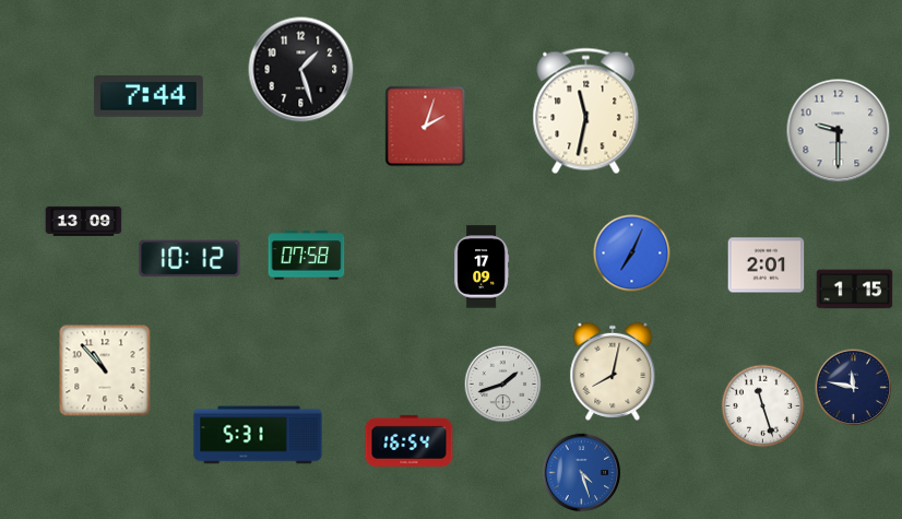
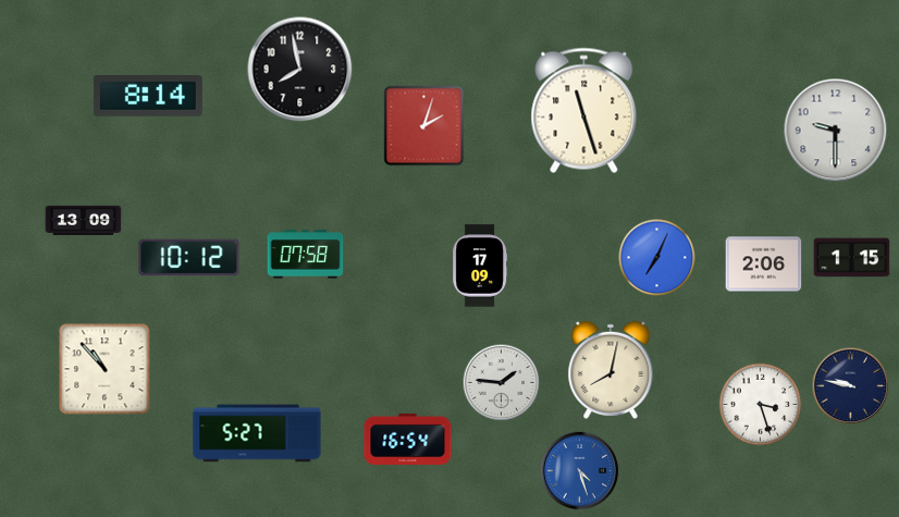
clock at (301, 70): 1:27 -> 7:58
clock at (149, 97): 7:44 -> 8:14
clock at (586, 111): 11:32 -> 11:27
clock at (632, 253) position: (632, 253) -> (657, 258)
clock at (767, 266): 2:01 -> 2:06
clock at (855, 290) position: (855, 290) -> (852, 258)
clock at (503, 385): 1:42 -> 1:46
clock at (854, 388): 11:47 -> 9:47
clock at (763, 406): 11:27 -> 3:27
clock at (258, 435): 5:31 -> 5:27
